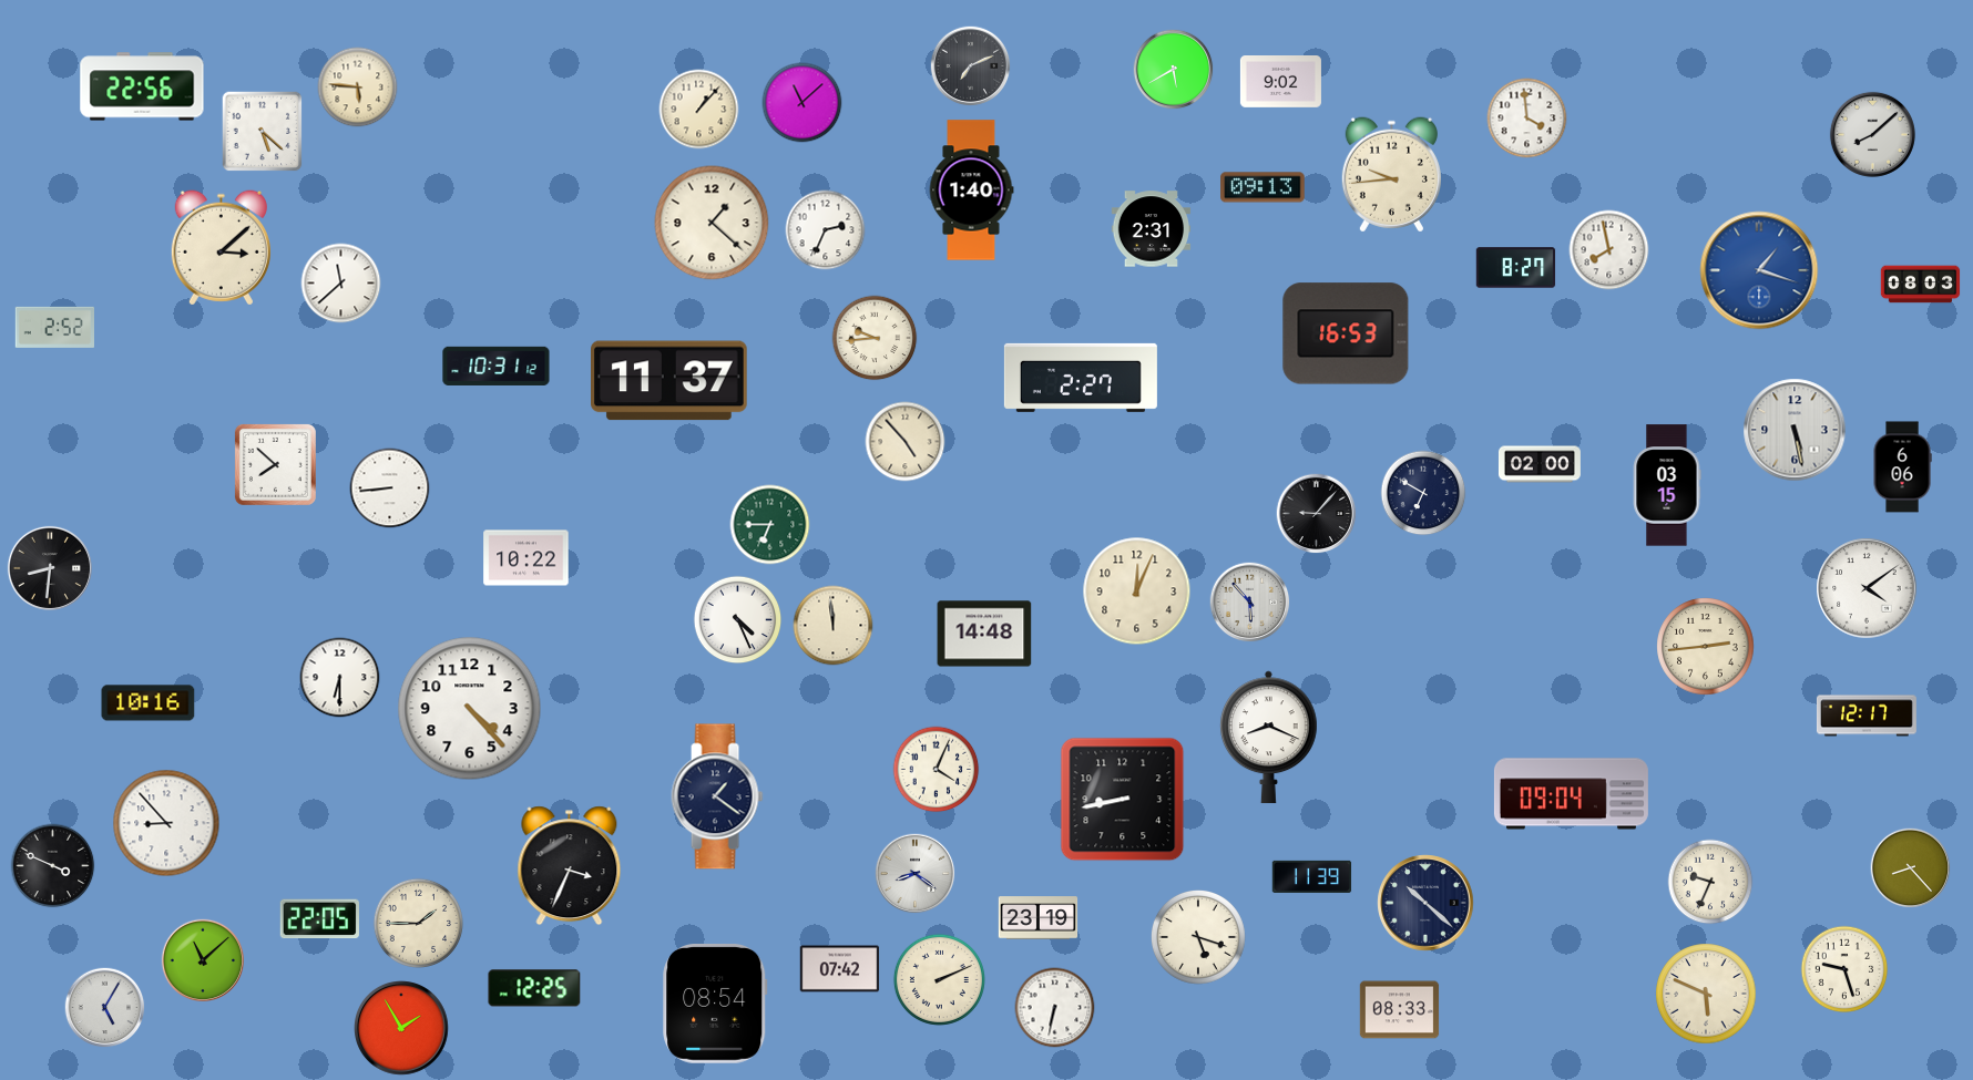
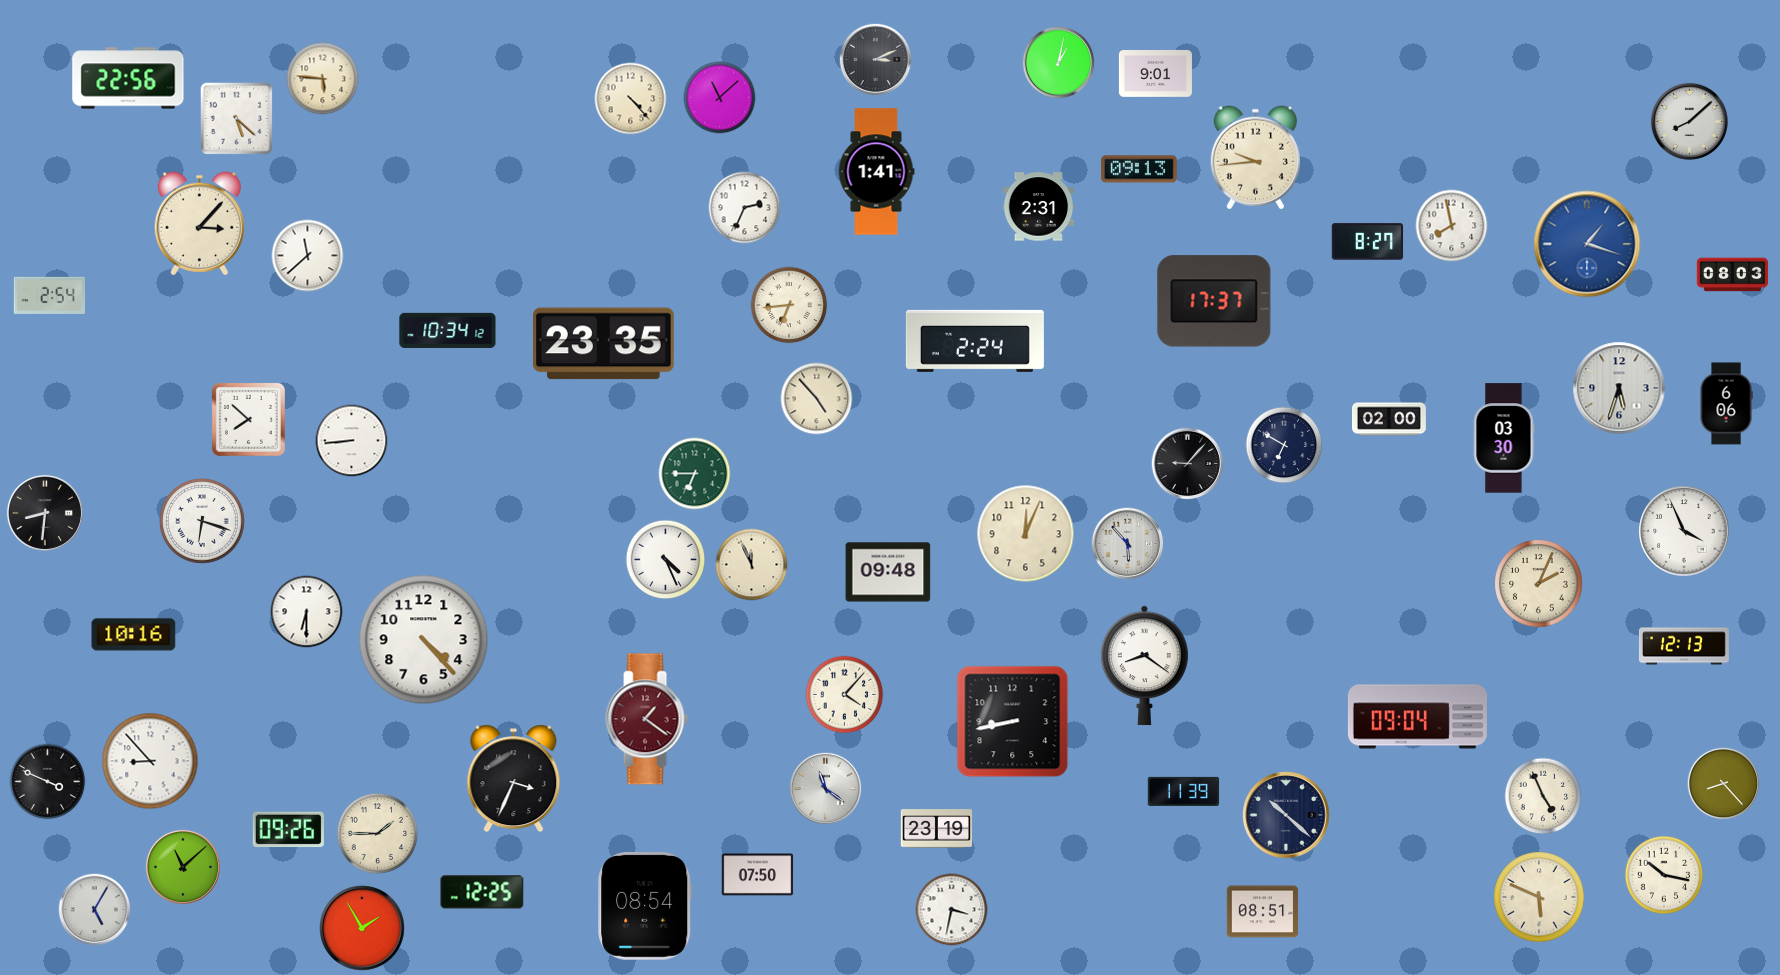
clock at (971, 66): 7:11 -> 3:11
clock at (1174, 70): 5:40 -> 1:02
clock at (1280, 82): 9:02 -> 9:01
clock at (803, 103) position: (803, 103) -> (720, 98)
clock at (699, 110): 1:07 -> 4:23
clock at (1527, 119): 3:59 -> none
clock at (971, 191): 1:40 -> 1:41
clock at (712, 223): 1:22 -> none
clock at (221, 248): 3:08 -> 3:07
clock at (1921, 285) position: (1921, 285) -> (1733, 275)
clock at (54, 327): 2:52 -> 2:54
clock at (1346, 333): 16:53 -> 17:37
clock at (875, 338): 9:44 -> 6:44
clock at (497, 366): 10:31 -> 10:34
clock at (1081, 378): 2:27 -> 2:24
clock at (669, 381): 11:37 -> 23:35
clock at (1795, 430): 5:28 -> 5:33
clock at (1902, 467) position: (1902, 467) -> (1726, 404)
clock at (1667, 485): 03:15 -> 03:30
clock at (527, 558): 10:22 -> none
clock at (202, 521): none -> 6:18
clock at (1867, 588): 4:09 -> 3:56
clock at (834, 626): 11:59 -> 11:56
clock at (984, 634): 14:48 -> 09:48
clock at (1706, 647): 2:44 -> 2:04
clock at (1867, 716): 12:17 -> 12:13
clock at (1268, 738): 8:19 -> 8:21
clock at (937, 770): 4:04 -> 4:07
clock at (717, 796) dial: navy -> burgundy
clock at (166, 823) position: (166, 823) -> (150, 761)
clock at (570, 866) position: (570, 866) -> (514, 779)
clock at (916, 874): 8:21 -> 11:21
clock at (1710, 882): 9:34 -> 4:56
clock at (319, 919): 22:05 -> 09:26
clock at (1198, 937): 5:18 -> none
clock at (840, 969): 07:42 -> 07:50
clock at (1844, 969): 9:27 -> 10:17
clock at (939, 979): 2:11 -> none
clock at (1055, 1008): 6:32 -> 3:32
clock at (1400, 1010): 08:33 -> 08:51
